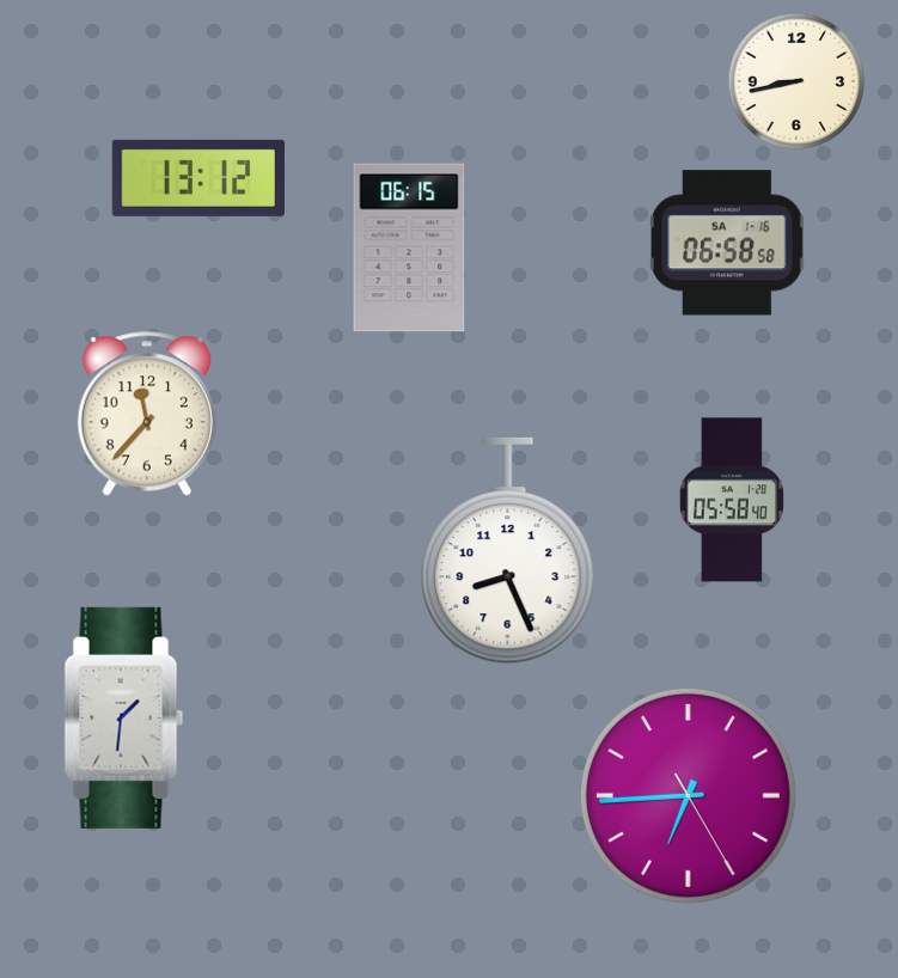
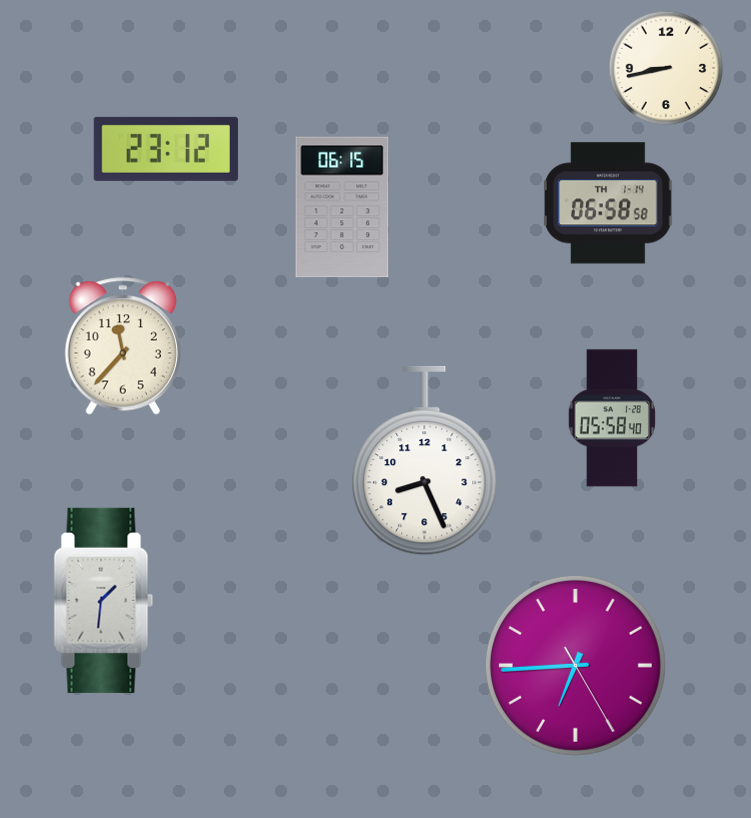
clock at (198, 178): 13:12 -> 23:12
clock at (728, 243) date: SA 1-16 -> TH 1-14
